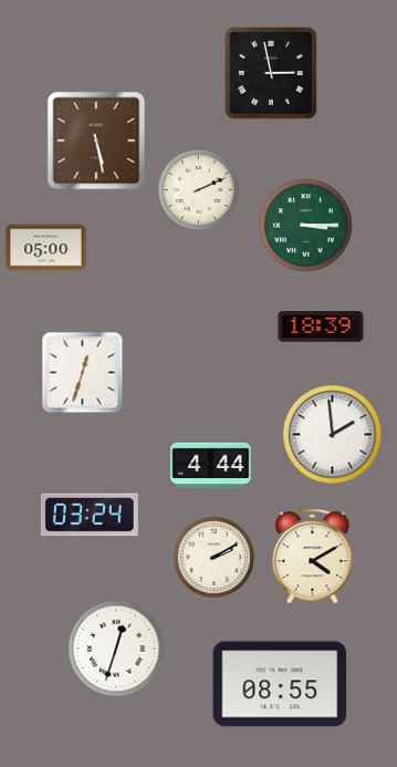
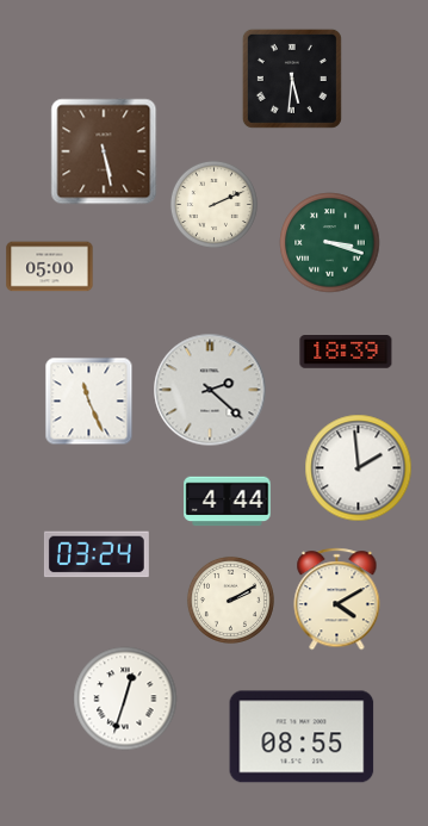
clock at (271, 73): 2:58 -> 5:31
clock at (306, 226): 3:15 -> 3:18
clock at (210, 390): none -> 2:22
clock at (83, 373): 12:33 -> 11:26
